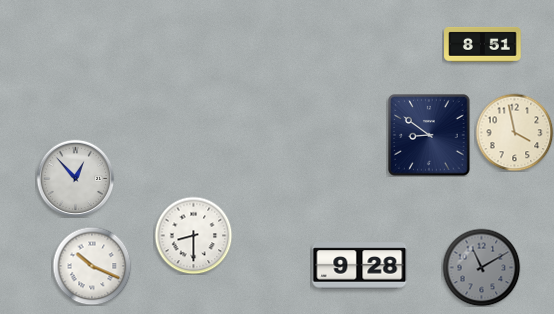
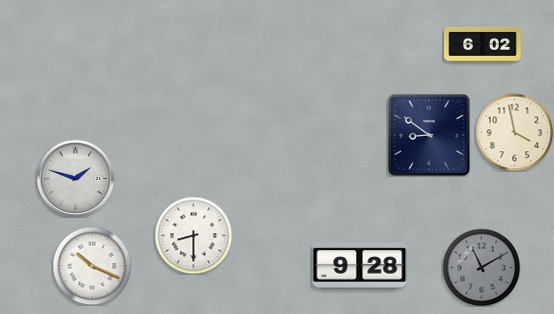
clock at (483, 44): 8:51 -> 6:02
clock at (75, 178): 12:53 -> 1:48
